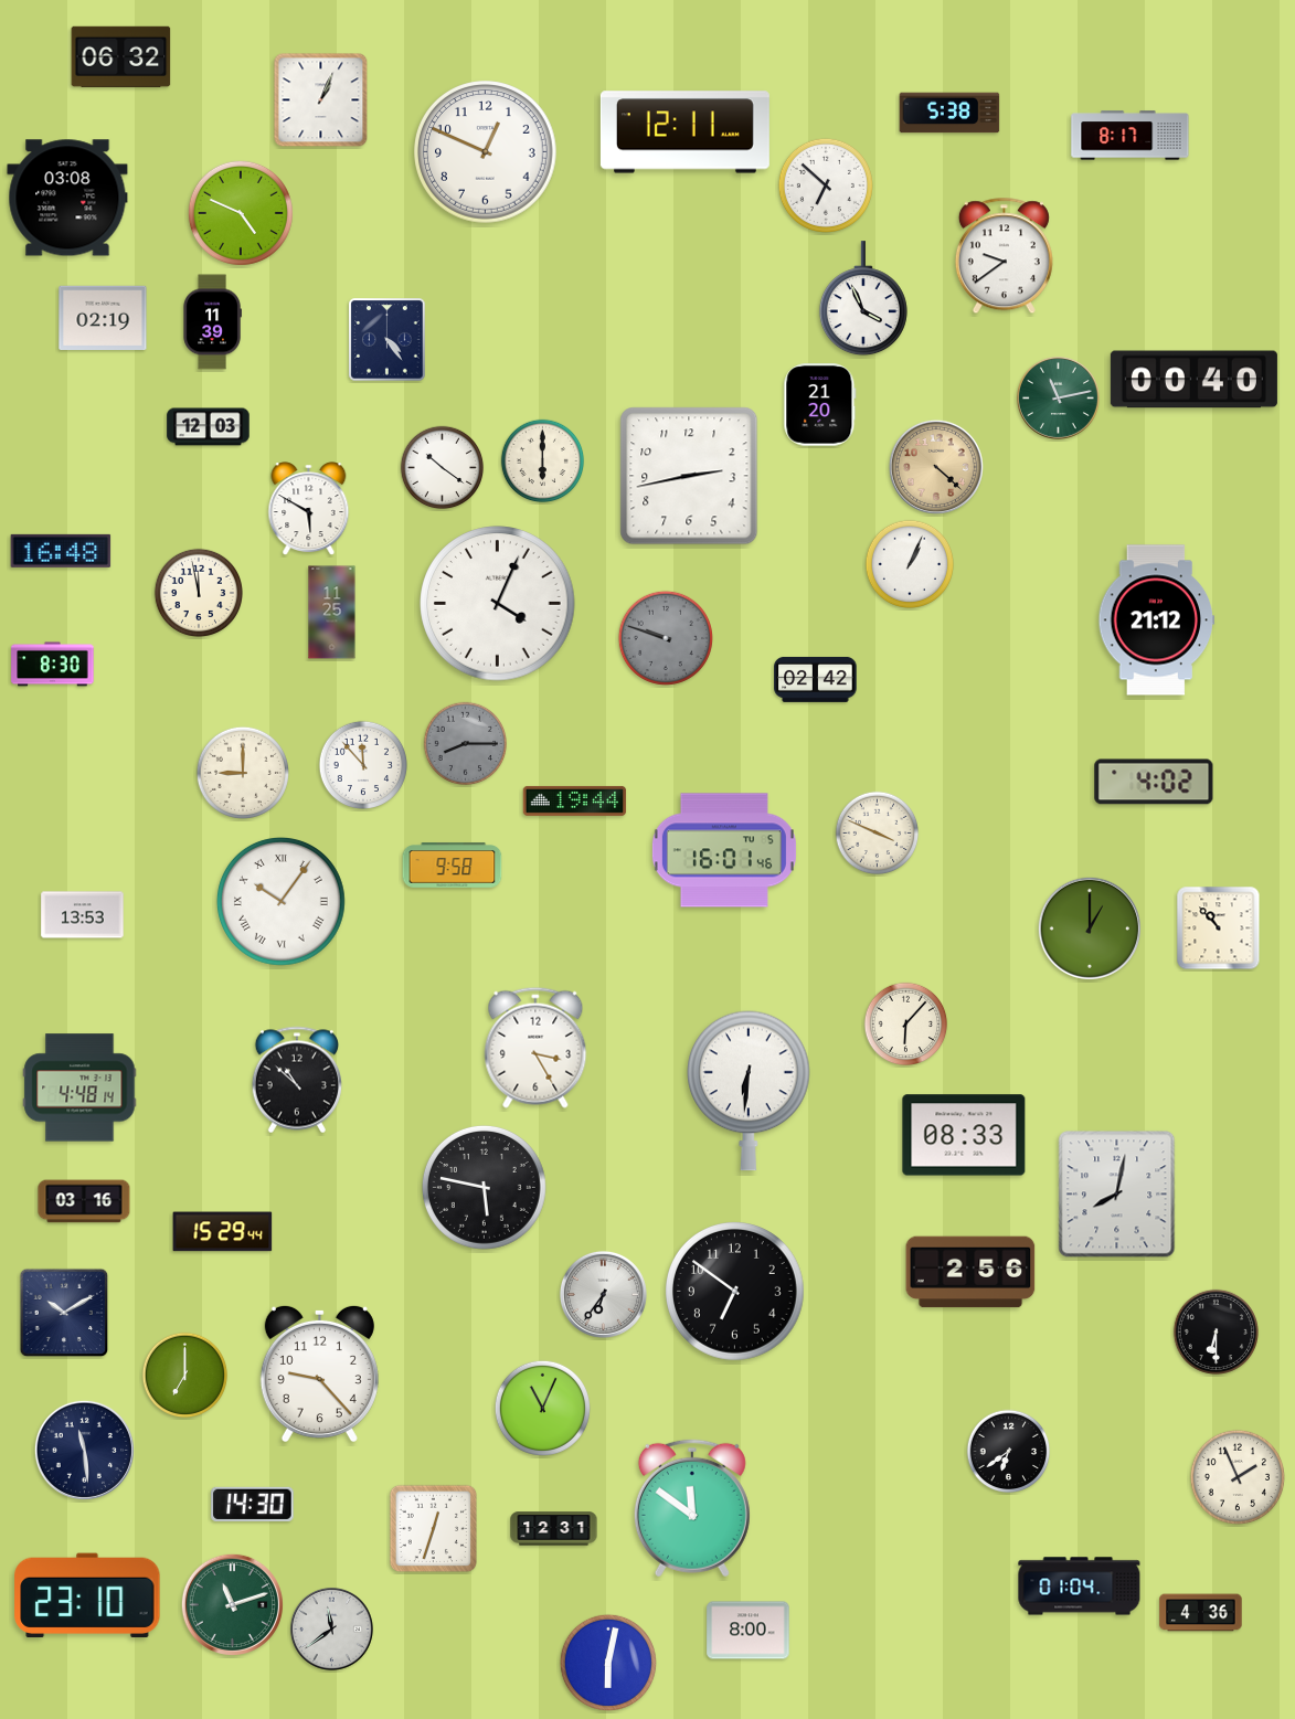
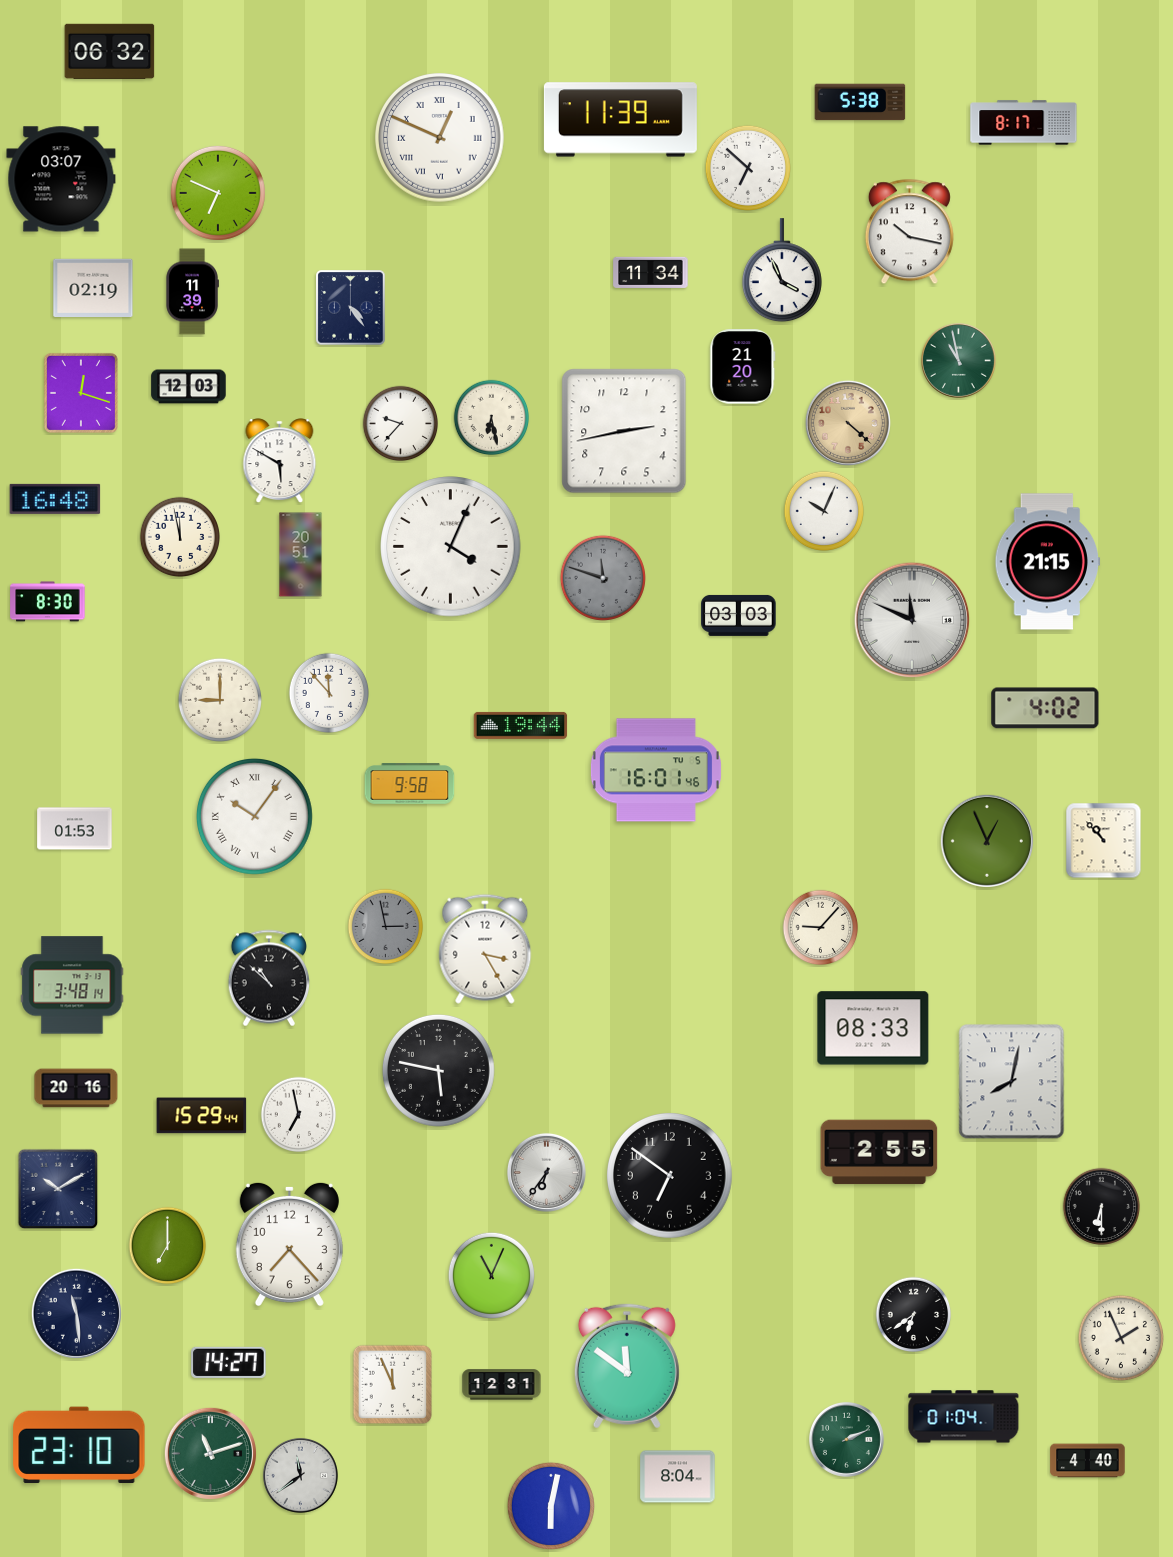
clock at (321, 100): 1:04 -> none
clock at (684, 132): 12:11 -> 11:39
clock at (486, 152) numerals: Arabic -> Roman
clock at (67, 198): 03:08 -> 03:07
clock at (241, 213): 4:49 -> 6:49
clock at (1004, 256): 9:39 -> 10:17
clock at (651, 272): none -> 11:34
clock at (1193, 380): 00:40 -> none
clock at (1058, 397): 11:13 -> 10:58
clock at (81, 393): none -> 12:18
clock at (543, 461): 6:00 -> 6:28
clock at (443, 468): 10:21 -> 9:37
clock at (909, 563): 1:04 -> 10:04
clock at (332, 613): 11:25 -> 20:51
clock at (1157, 620): 21:12 -> 21:15
clock at (666, 638): 9:48 -> 11:48
clock at (816, 679): 02:42 -> 03:03
clock at (912, 620): none -> 11:49
clock at (466, 744): 8:15 -> none
clock at (878, 834): 3:49 -> none
clock at (83, 915): 13:53 -> 01:53
clock at (1090, 929): 1:00 -> 12:56
clock at (386, 927): none -> 2:58
clock at (906, 1025): 6:07 -> 9:07
clock at (79, 1087): 4:48 -> 3:48
clock at (749, 1091): 6:31 -> none
clock at (484, 1187) position: (484, 1187) -> (438, 1070)
clock at (84, 1201): 03:16 -> 20:16
clock at (299, 1115): none -> 6:58
clock at (970, 1272): 2:56 -> 2:55
clock at (735, 1292) position: (735, 1292) -> (670, 1176)
clock at (319, 1373): 9:23 -> 7:23
clock at (253, 1504): 14:30 -> 14:27
clock at (434, 1529): 12:33 -> 11:56
clock at (1080, 1587) position: (1080, 1587) -> (964, 1417)
clock at (846, 1439): none -> 2:11
clock at (1201, 1613): 4:36 -> 4:40
clock at (749, 1631): 8:00 -> 8:04
